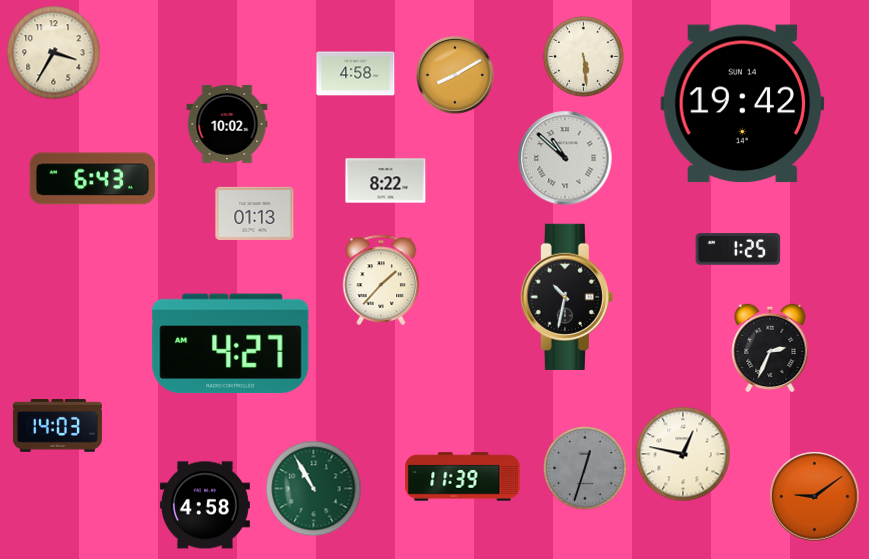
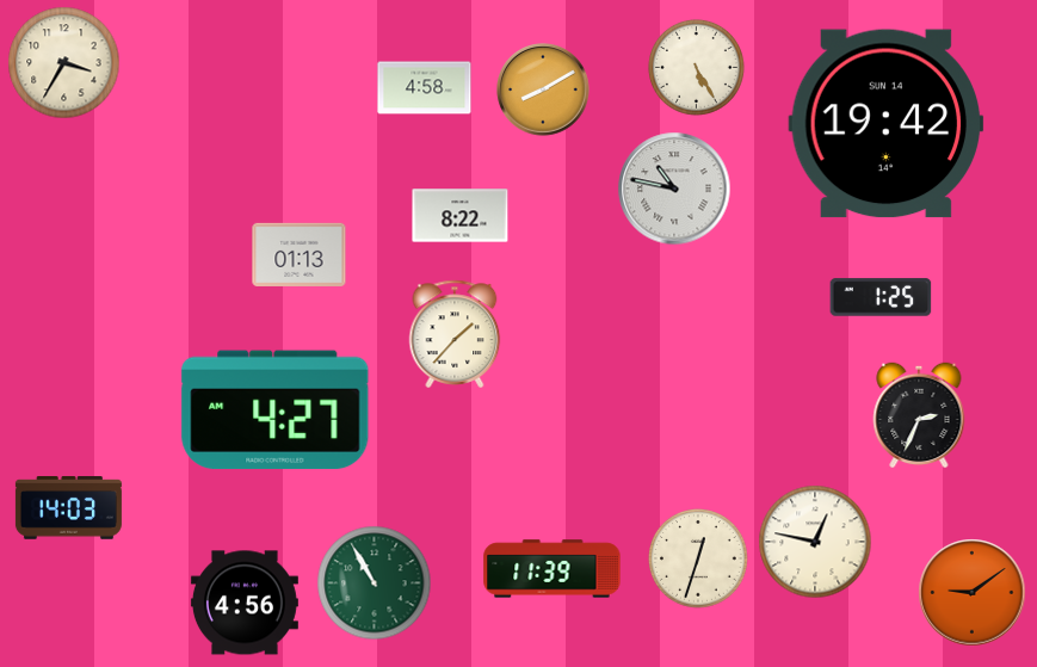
clock at (583, 56): 5:29 -> 5:25
clock at (227, 124): 10:02 -> none
clock at (565, 158): 10:52 -> 10:47
clock at (93, 179): 6:43 -> none
clock at (255, 213) position: (255, 213) -> (300, 254)
clock at (567, 297): 10:32 -> none
clock at (586, 469) dial: grey -> cream
clock at (205, 505): 4:58 -> 4:56
